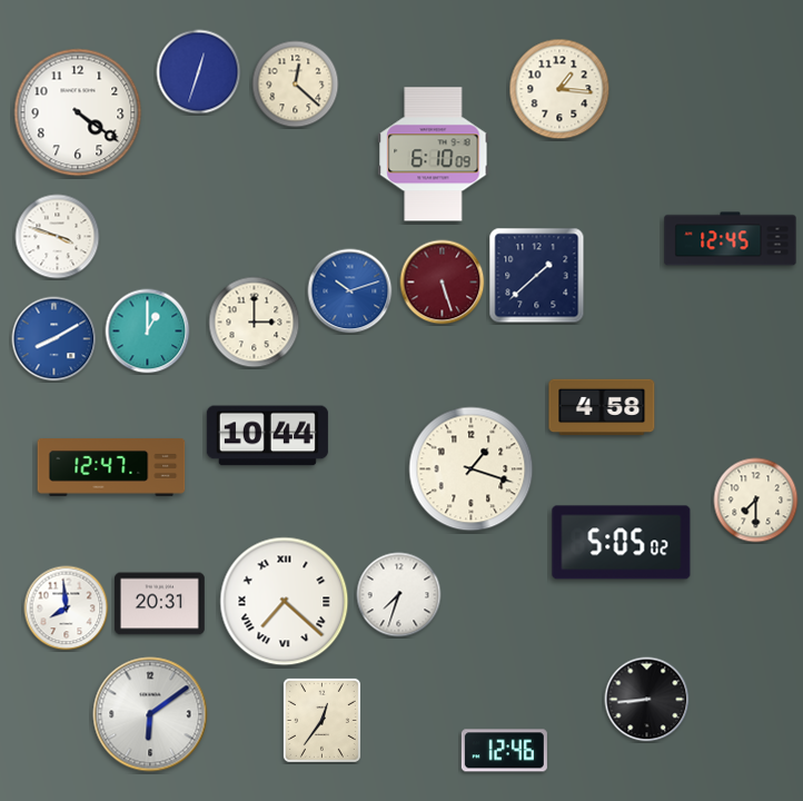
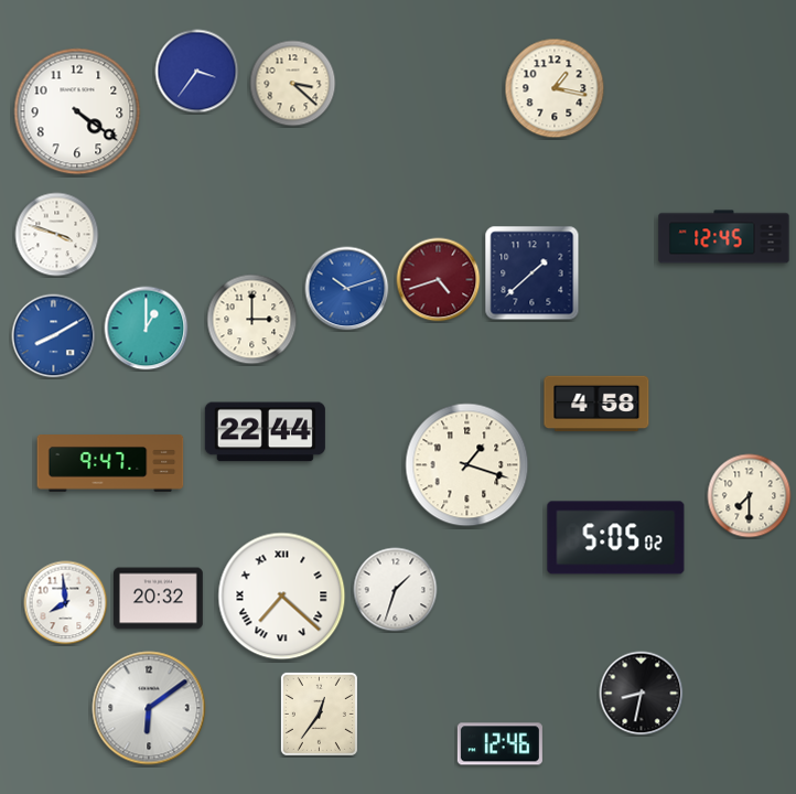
clock at (199, 72): 12:33 -> 3:36
clock at (296, 85): 12:22 -> 3:22
clock at (559, 89): 1:16 -> 1:17
clock at (434, 155): 6:10 -> none
clock at (443, 283): 5:27 -> 4:42
clock at (267, 436): 10:44 -> 22:44
clock at (111, 468): 12:47 -> 9:47
clock at (399, 595): 7:33 -> 1:33
clock at (160, 604): 20:31 -> 20:32
clock at (647, 700): 8:44 -> 8:32
